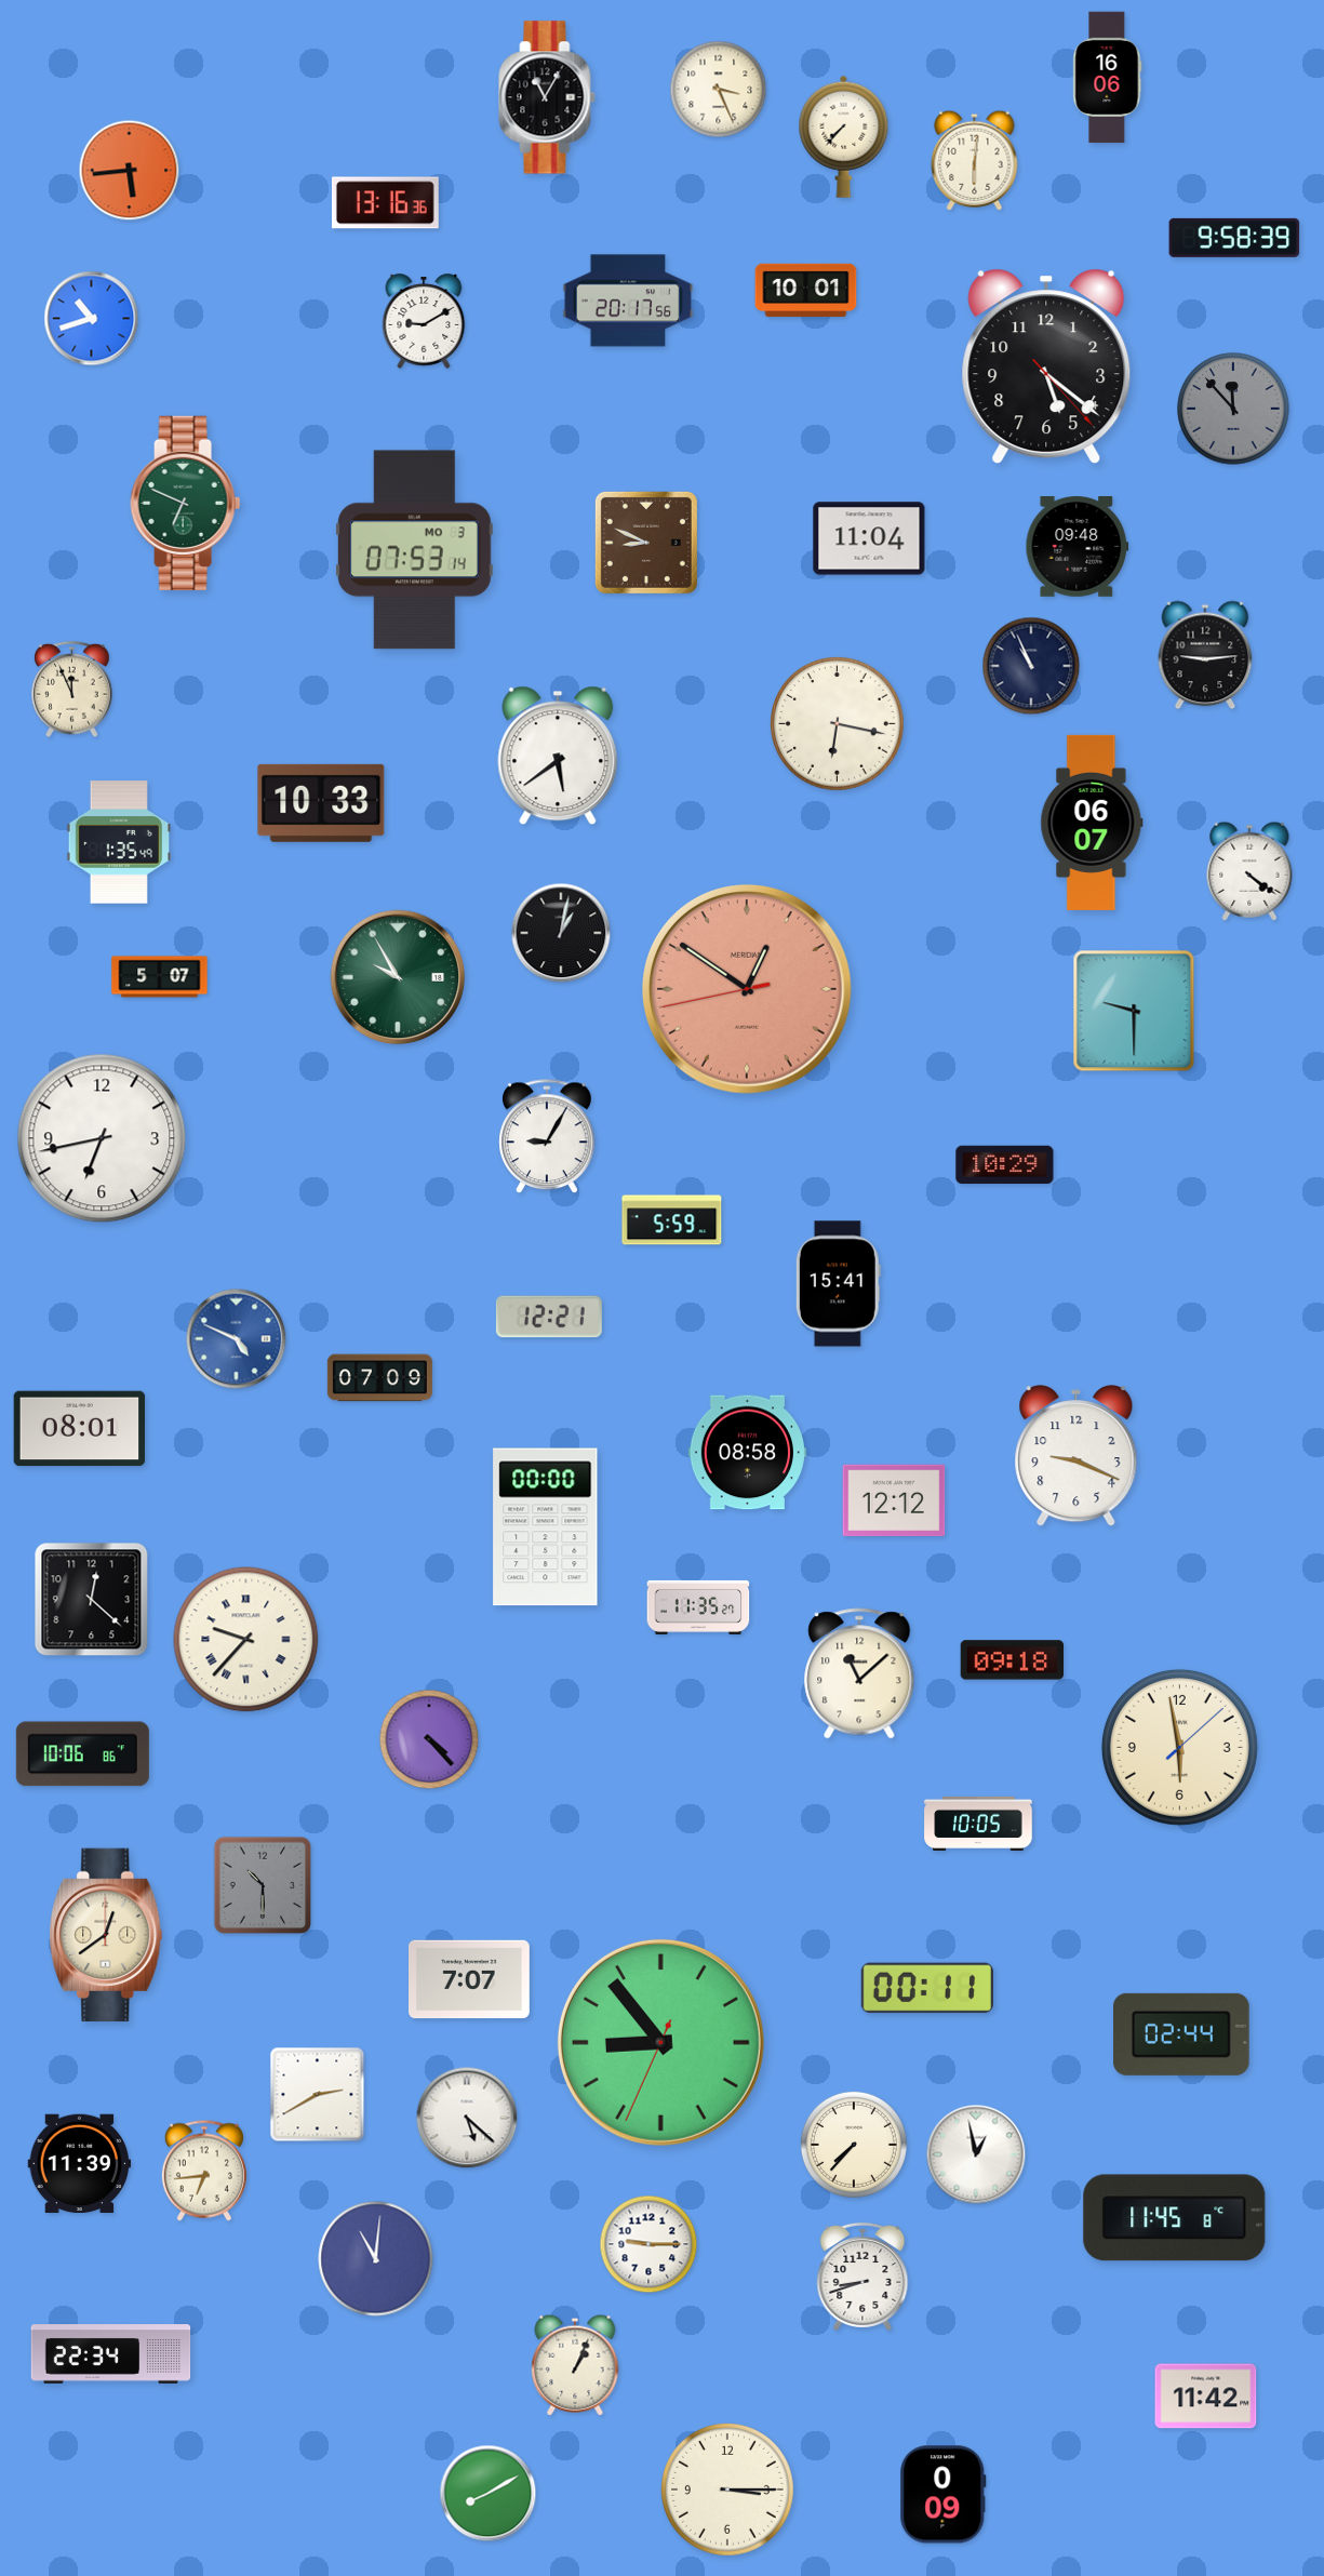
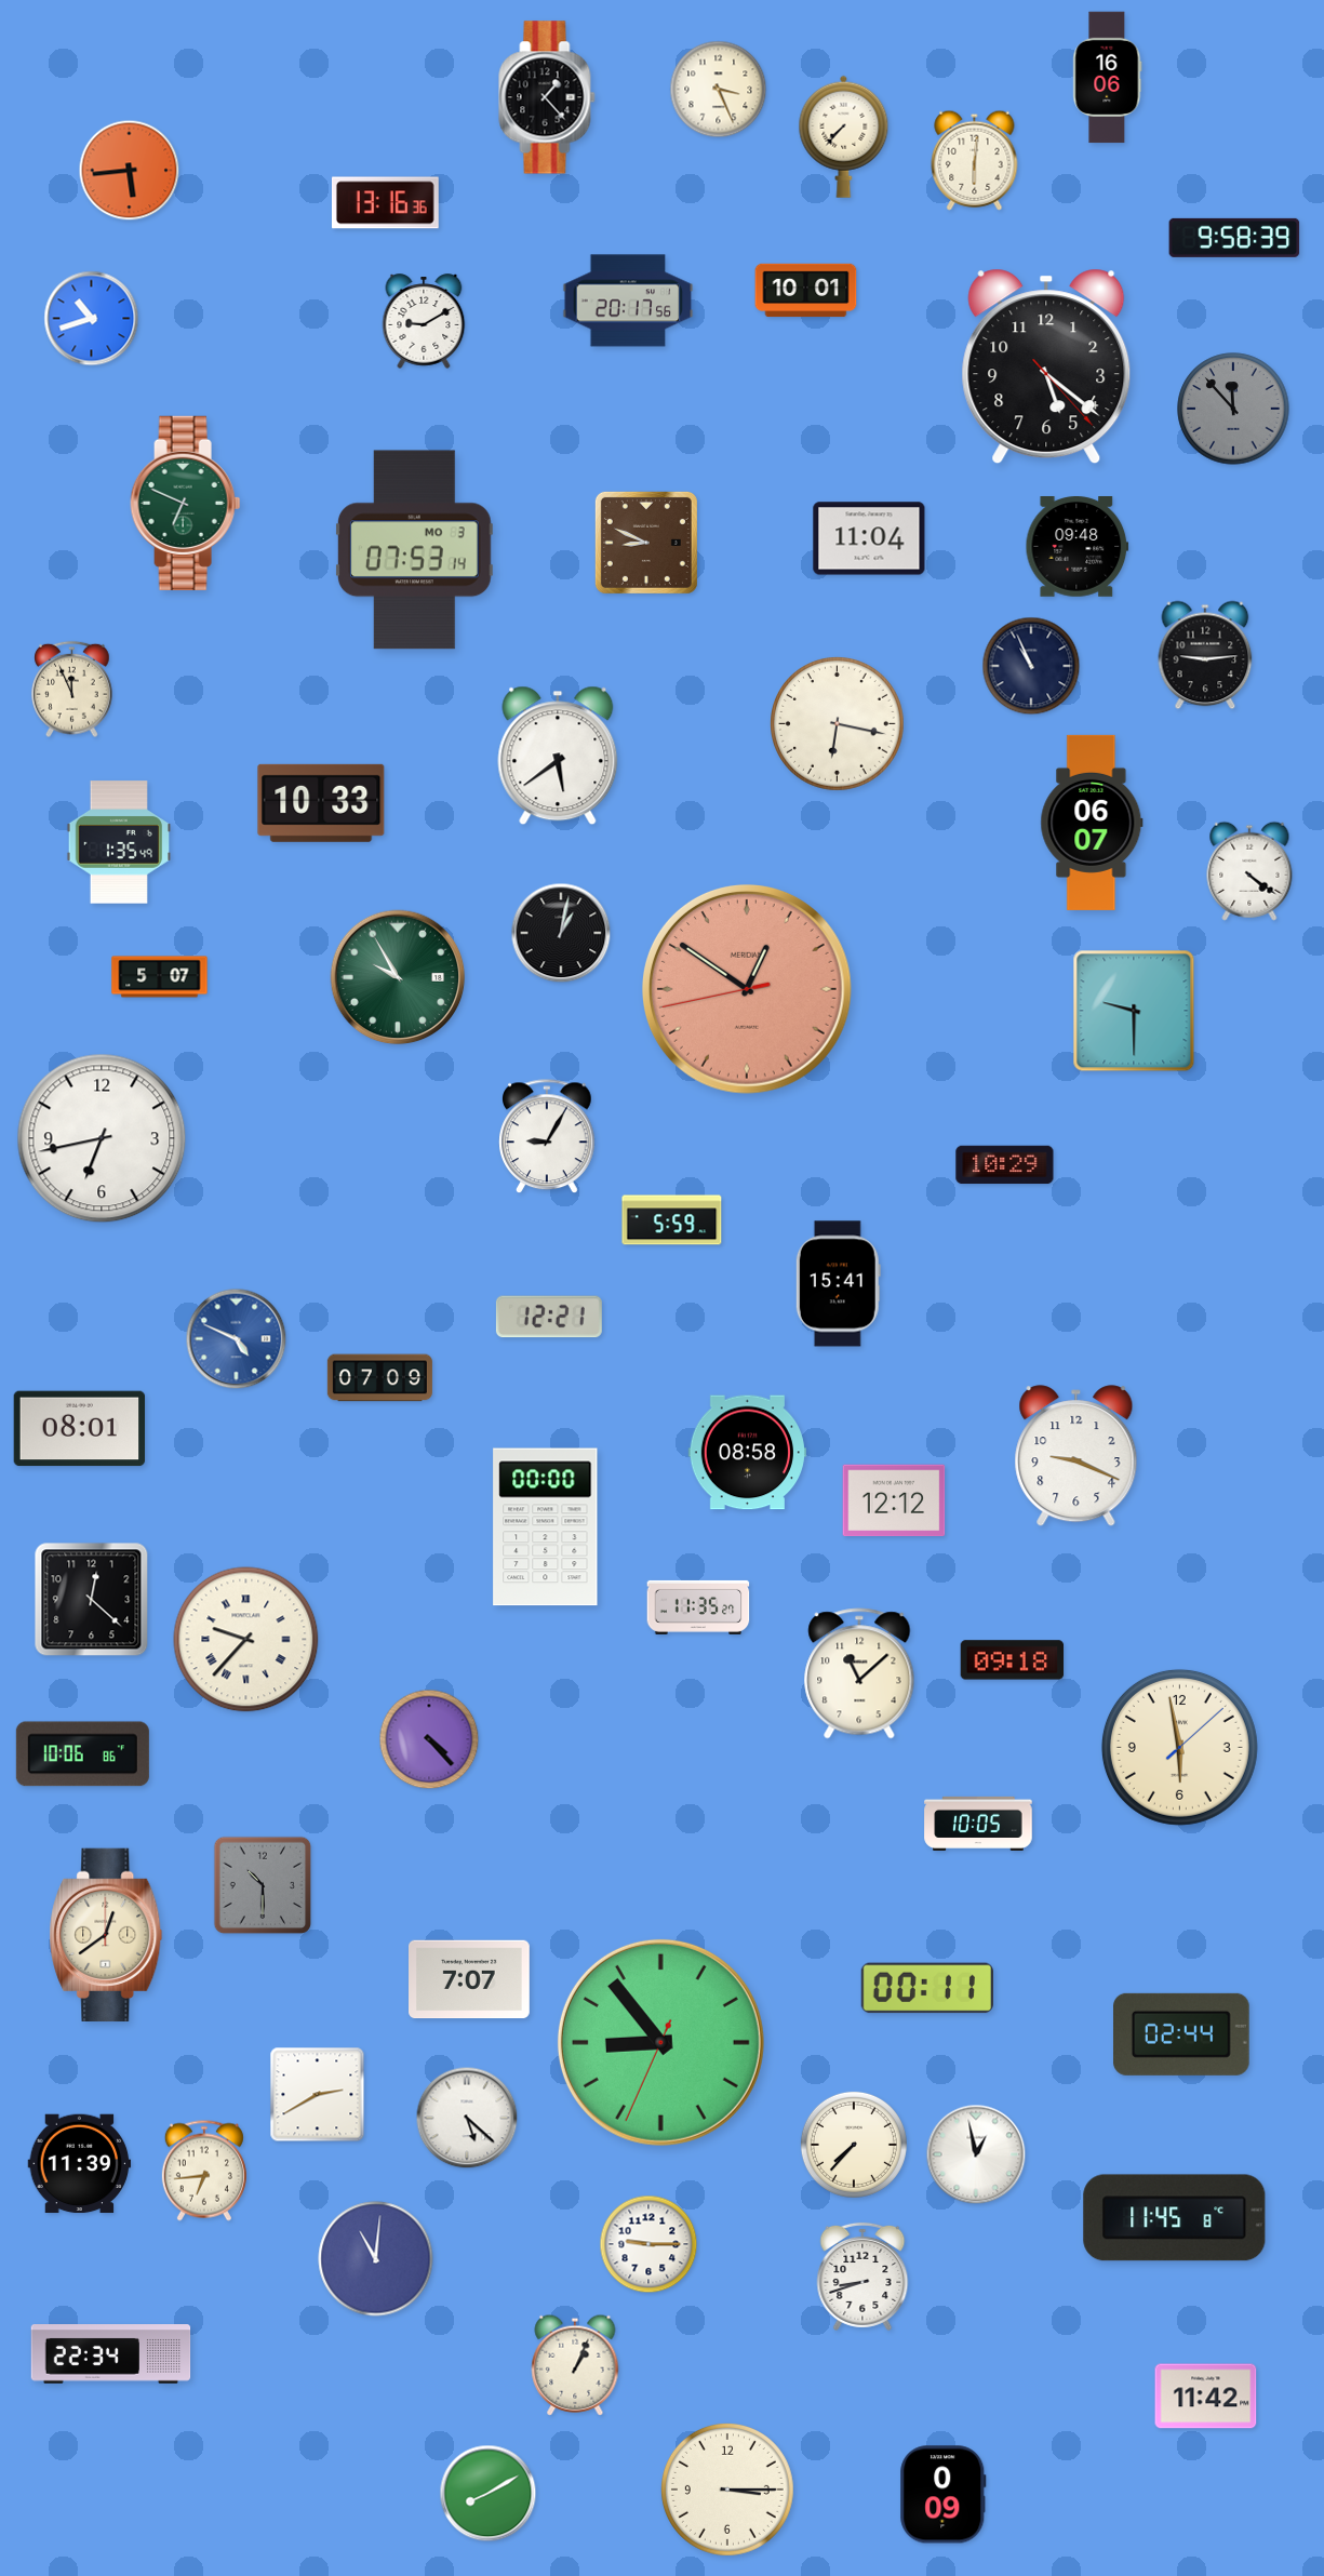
clock at (547, 97): 11:05 -> 1:23
